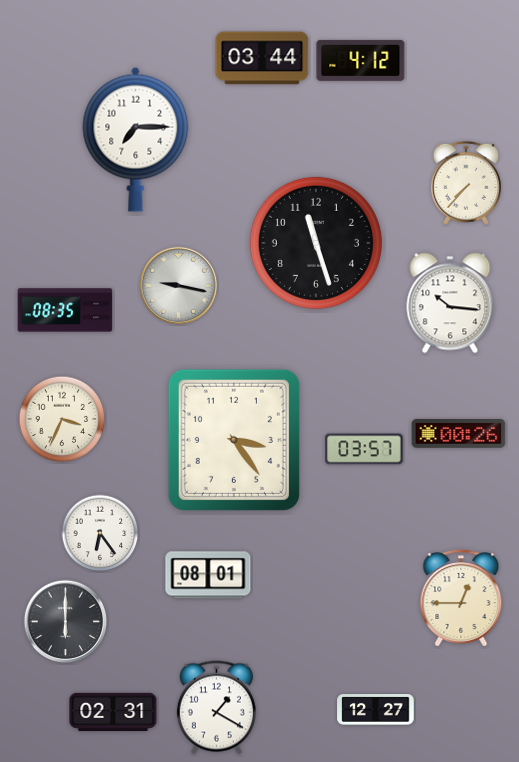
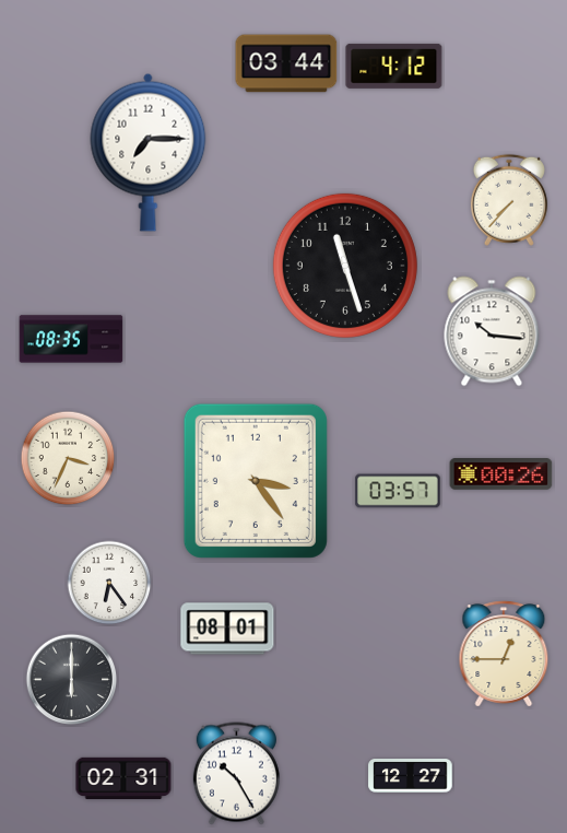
clock at (178, 285): 9:17 -> none
clock at (216, 708): 1:20 -> 10:25
